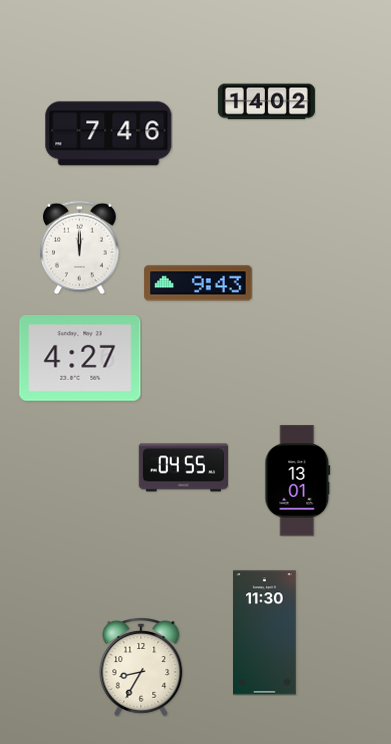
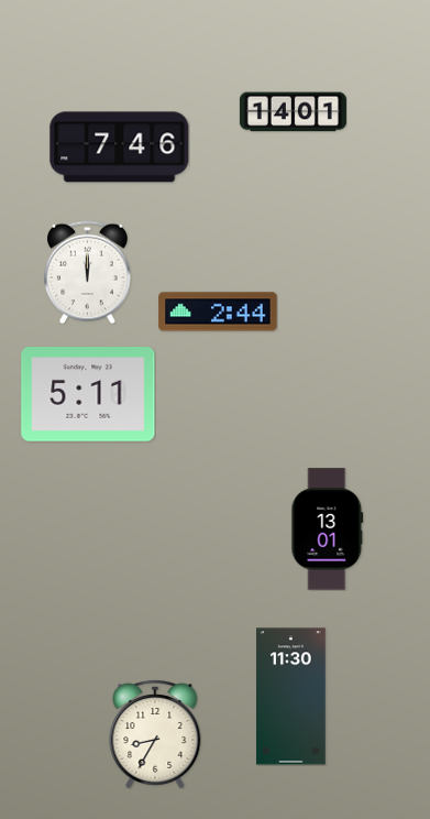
clock at (266, 102): 14:02 -> 14:01
clock at (198, 283): 9:43 -> 2:44
clock at (80, 359): 4:27 -> 5:11
clock at (183, 468): 04:55 -> none
